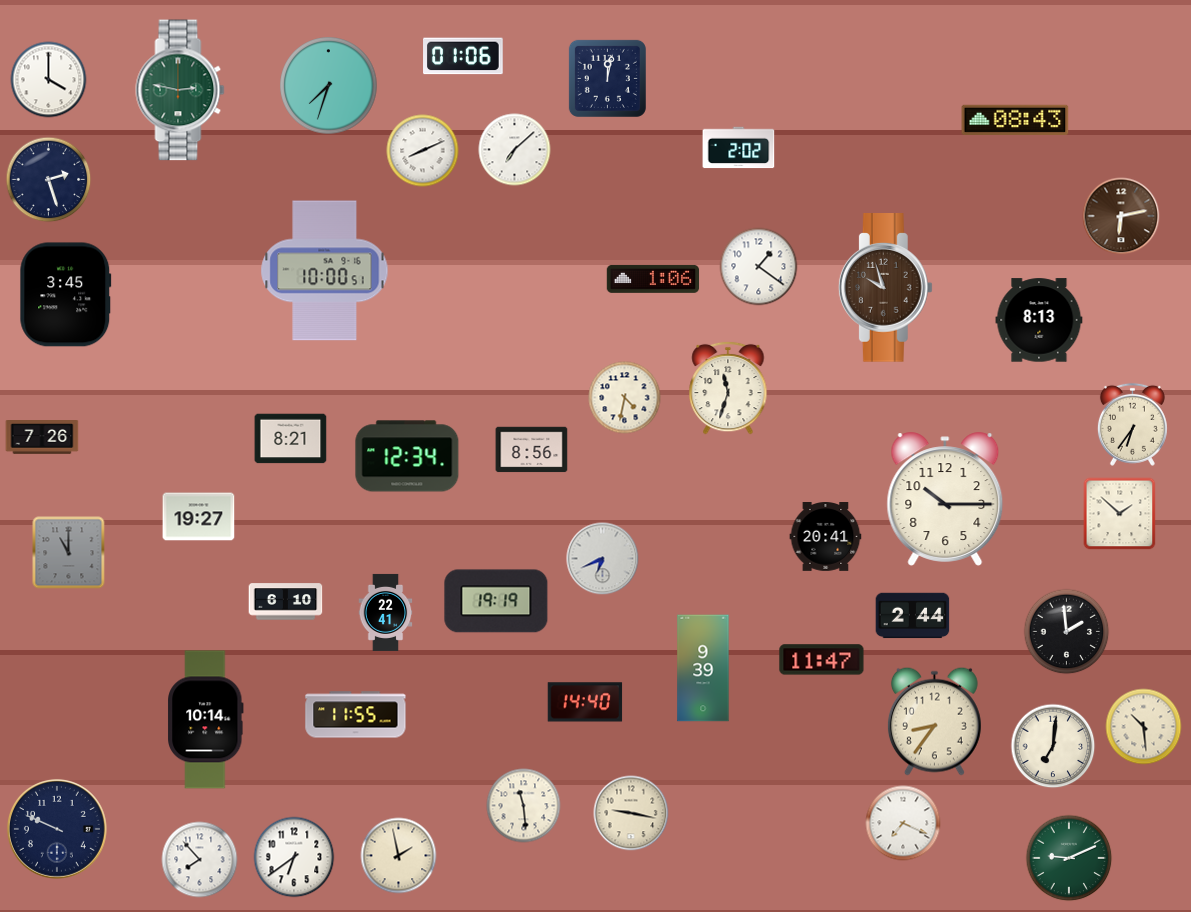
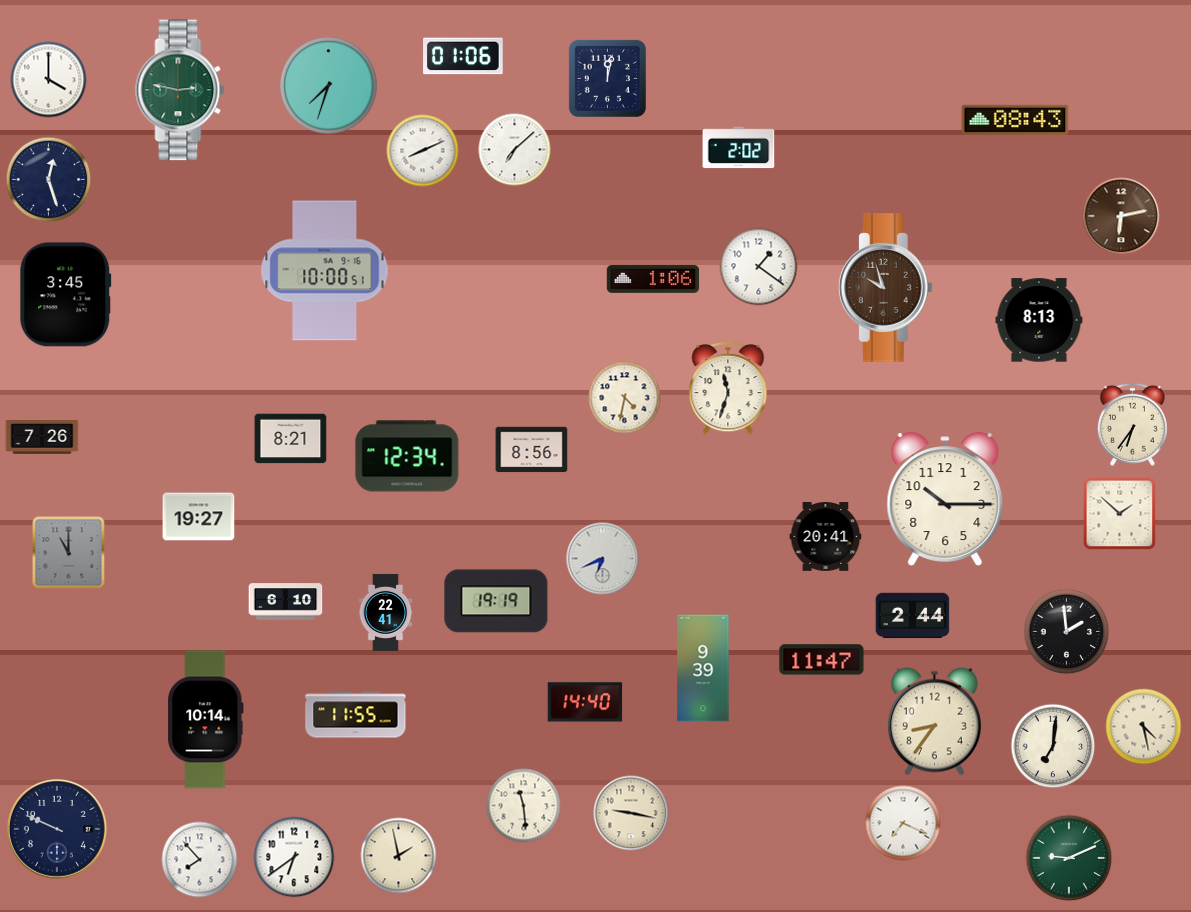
clock at (49, 180): 2:27 -> 12:27
clock at (1144, 727): 10:29 -> 4:28
